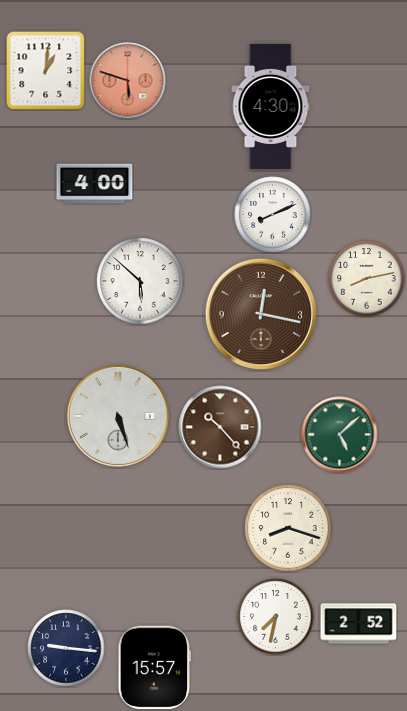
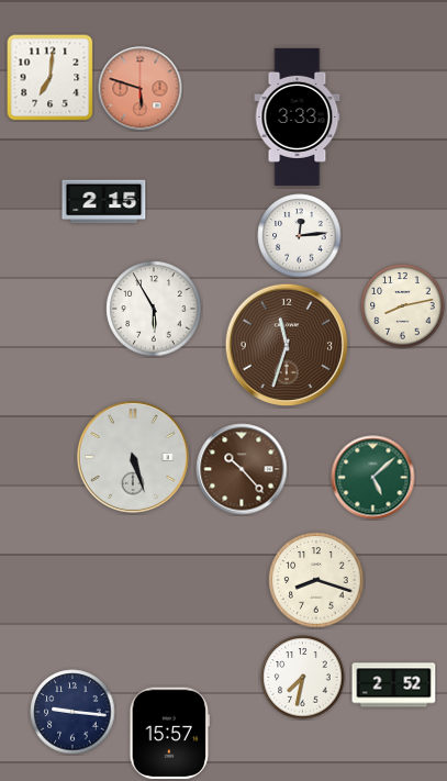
clock at (46, 71): 1:01 -> 7:01
clock at (271, 106): 4:30 -> 3:33
clock at (95, 184): 4:00 -> 2:15
clock at (273, 215): 8:11 -> 12:14
clock at (140, 281): 5:52 -> 5:55
clock at (260, 313): 12:17 -> 11:33
clock at (118, 416) position: (118, 416) -> (133, 457)
